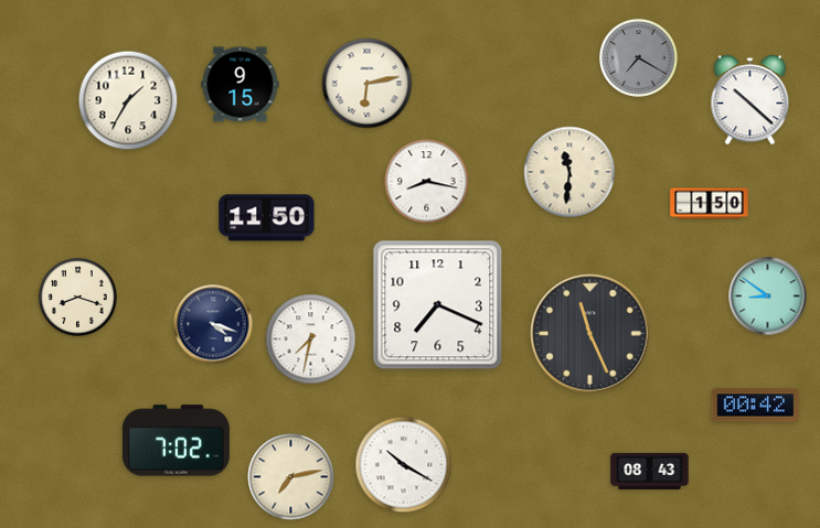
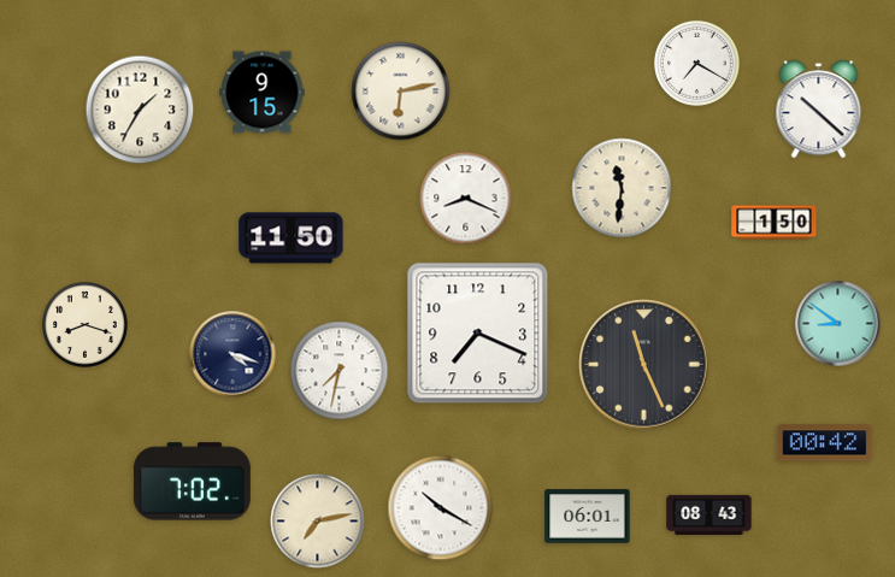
clock at (638, 57) dial: grey -> white
clock at (427, 182): 8:17 -> 8:19
clock at (588, 517): none -> 06:01
